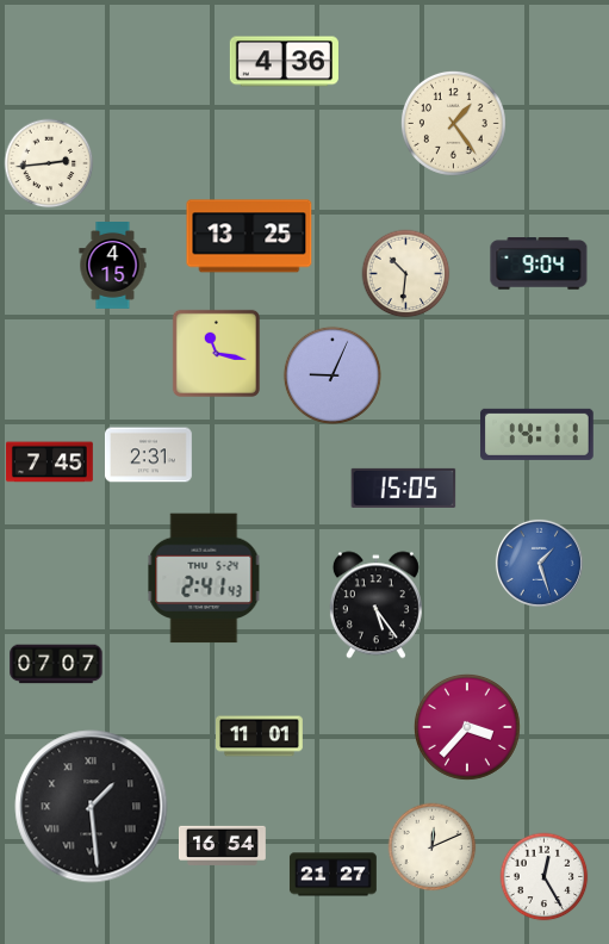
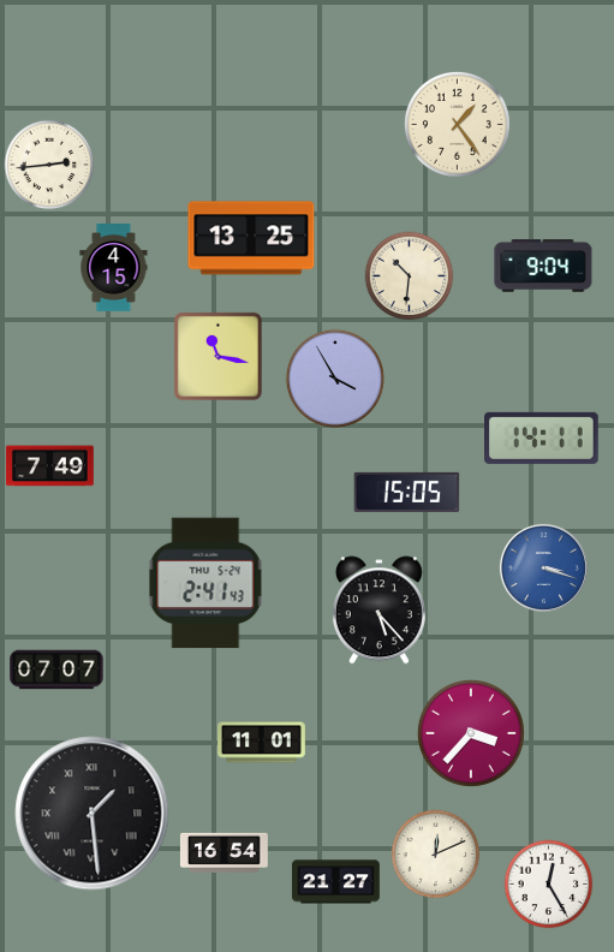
clock at (284, 62): 4:36 -> none
clock at (333, 375): 9:04 -> 3:55
clock at (148, 455): 2:31 -> none
clock at (49, 462): 7:45 -> 7:49
clock at (539, 563): 1:27 -> 3:18
clock at (375, 605): 5:24 -> 5:23
